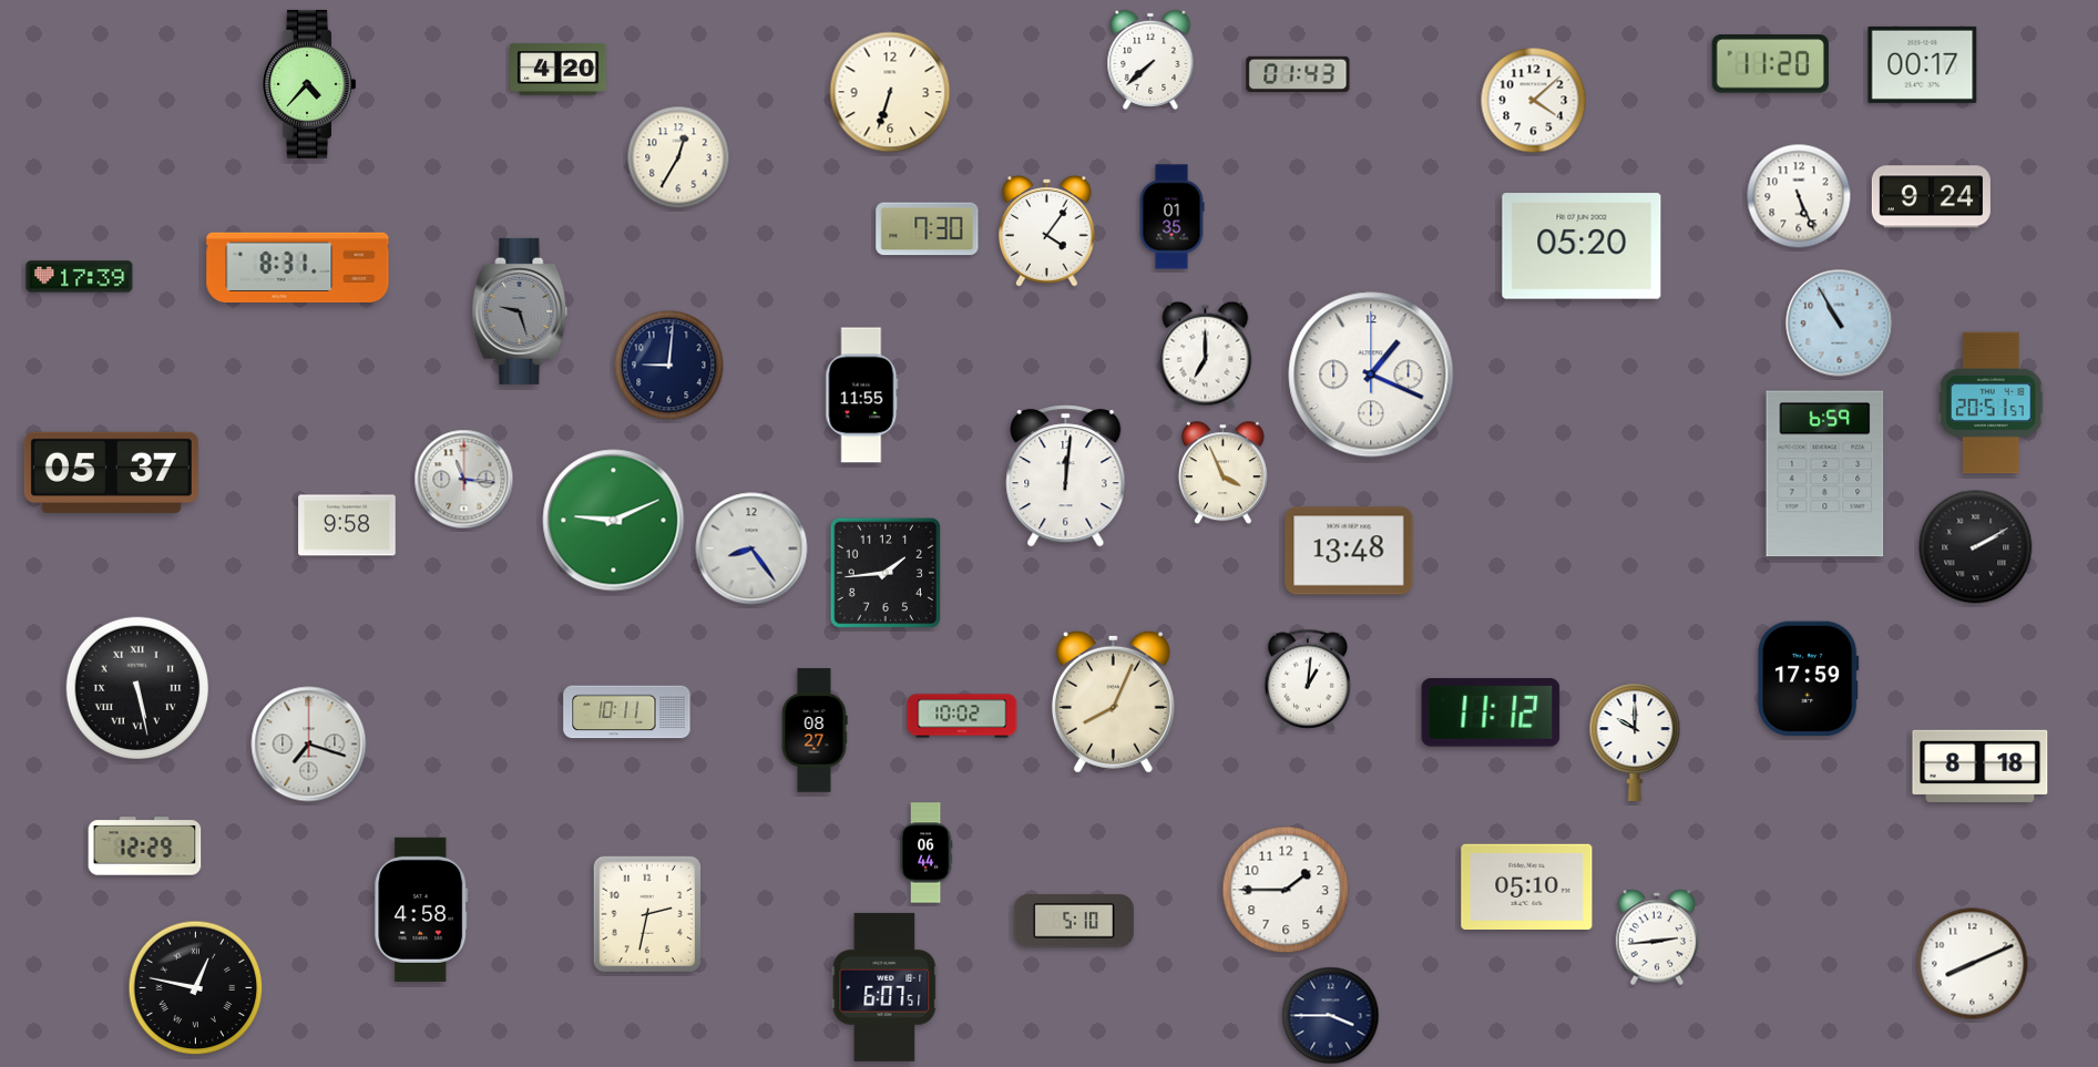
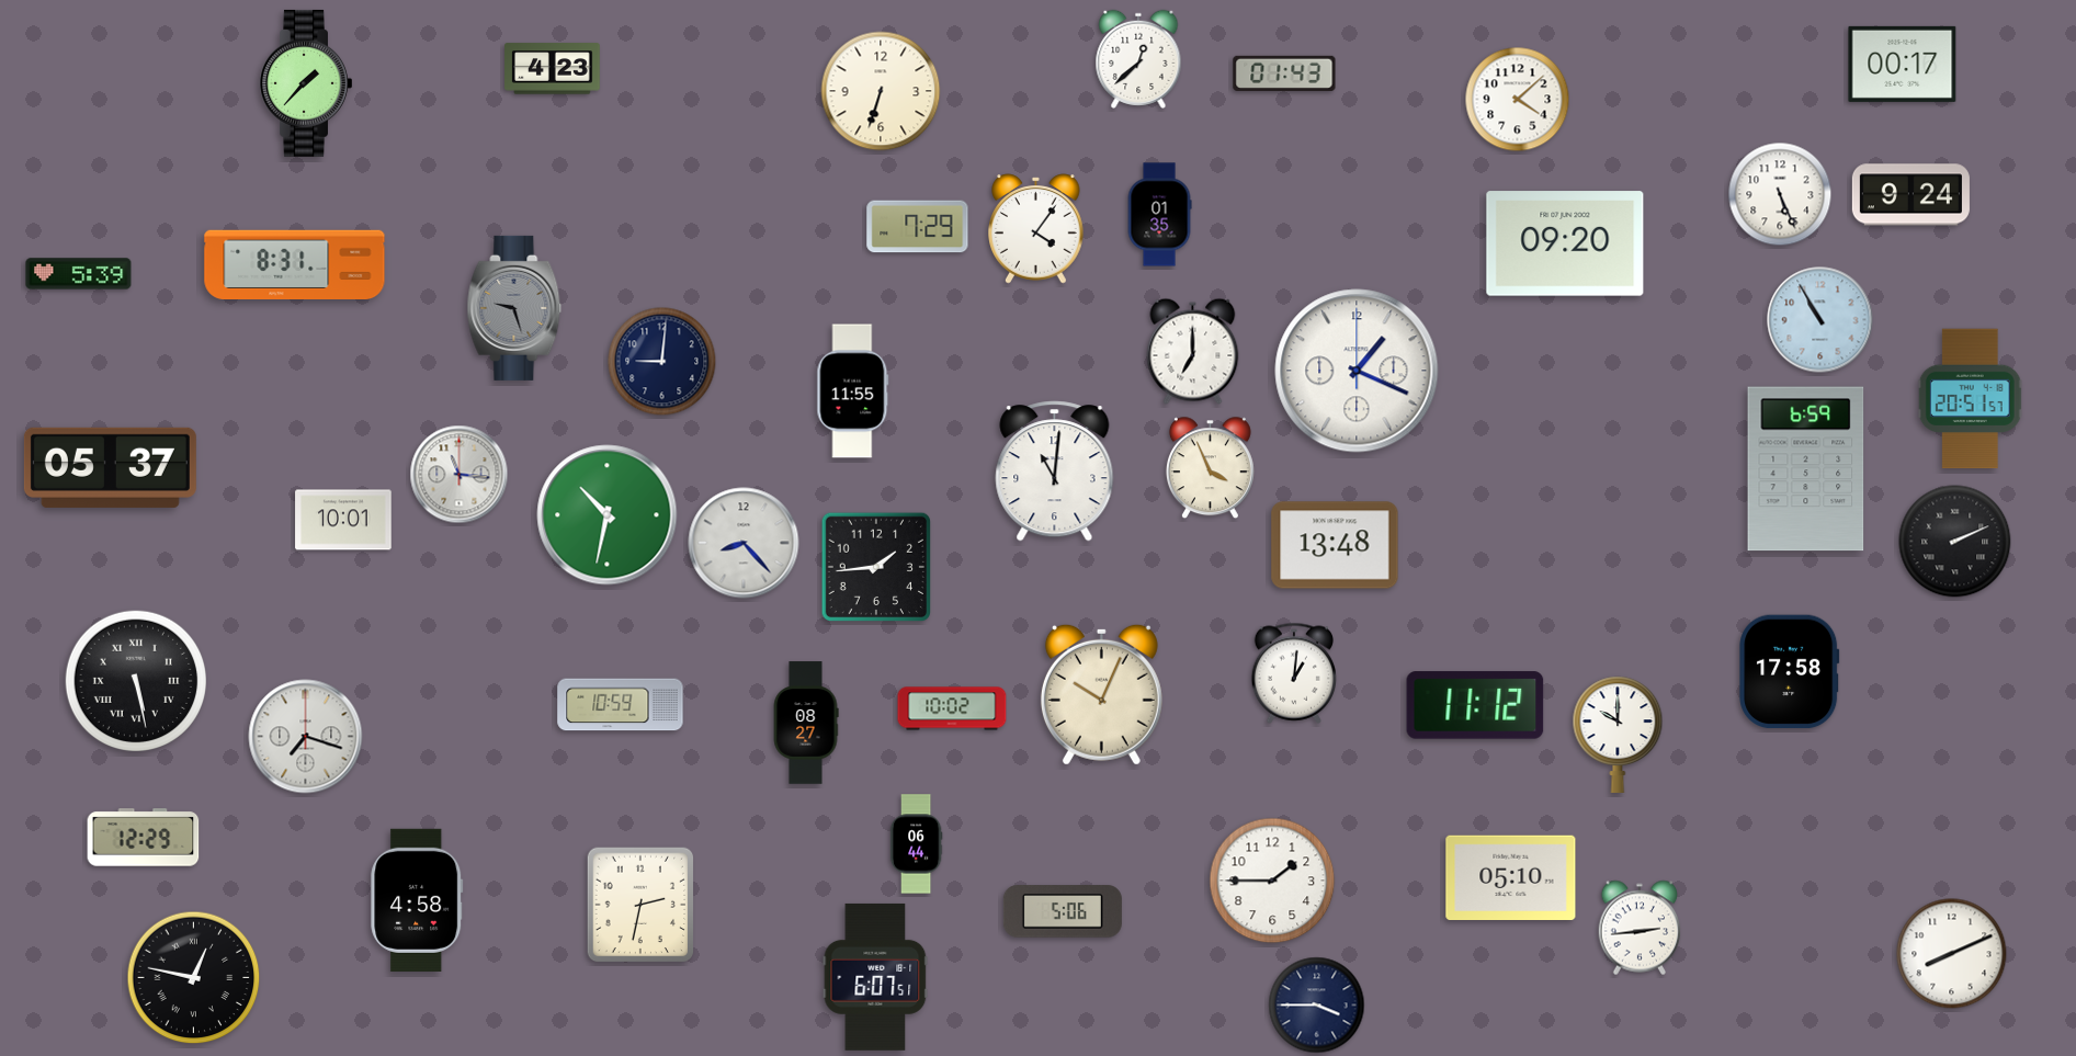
clock at (1150, 60): 7:38 -> 12:38
clock at (1770, 64): 11:20 -> none
clock at (559, 70): 4:20 -> 4:23
clock at (308, 84): 4:37 -> 1:37
clock at (678, 157): 12:35 -> none
clock at (928, 229): 7:30 -> 7:29
clock at (1582, 246): 05:20 -> 09:20
clock at (80, 277): 17:39 -> 5:39
clock at (1066, 476): 12:01 -> 11:01
clock at (614, 521): 9:11 -> 10:32
clock at (347, 525): 9:58 -> 10:01
clock at (1976, 547): 2:10 -> 2:11
clock at (751, 548): 8:24 -> 8:23
clock at (1809, 679): 17:59 -> 17:58
clock at (1113, 701): 8:04 -> 10:04
clock at (627, 712): 10:11 -> 10:59
clock at (1981, 767): 8:18 -> none
clock at (1074, 921): 5:10 -> 5:06
